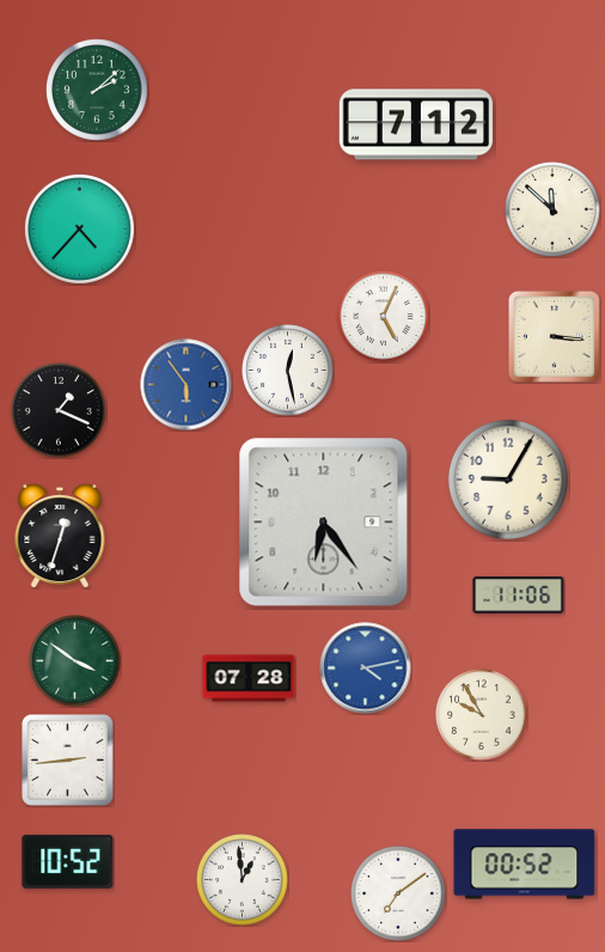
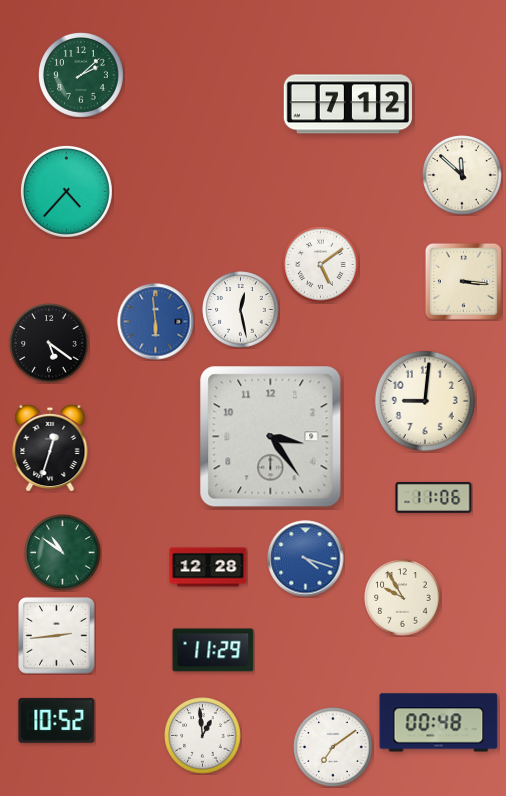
clock at (384, 317): 5:04 -> 5:09
clock at (187, 385): 5:54 -> 5:59
clock at (59, 410): 1:19 -> 5:21
clock at (508, 480): 9:05 -> 9:01
clock at (324, 523): 6:24 -> 3:24
clock at (75, 661): 3:51 -> 10:51
clock at (366, 669): 4:13 -> 4:18
clock at (249, 678): 07:28 -> 12:28
clock at (213, 650): none -> 11:29
clock at (525, 865): 00:52 -> 00:48
